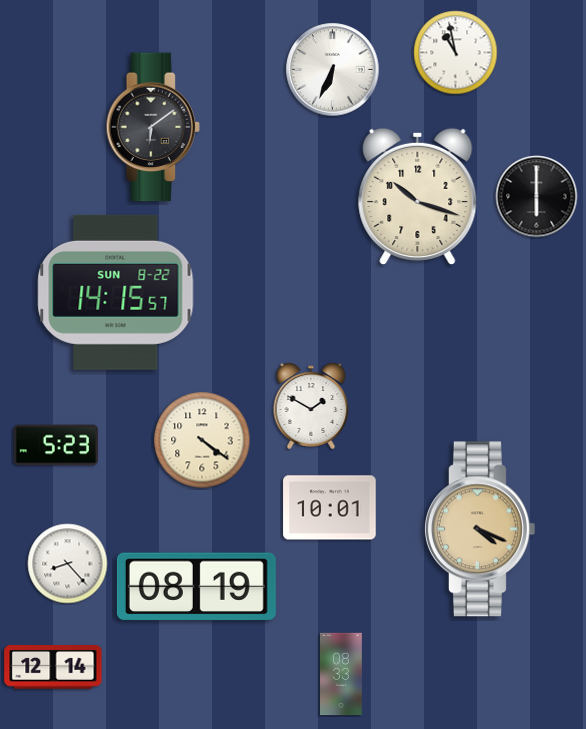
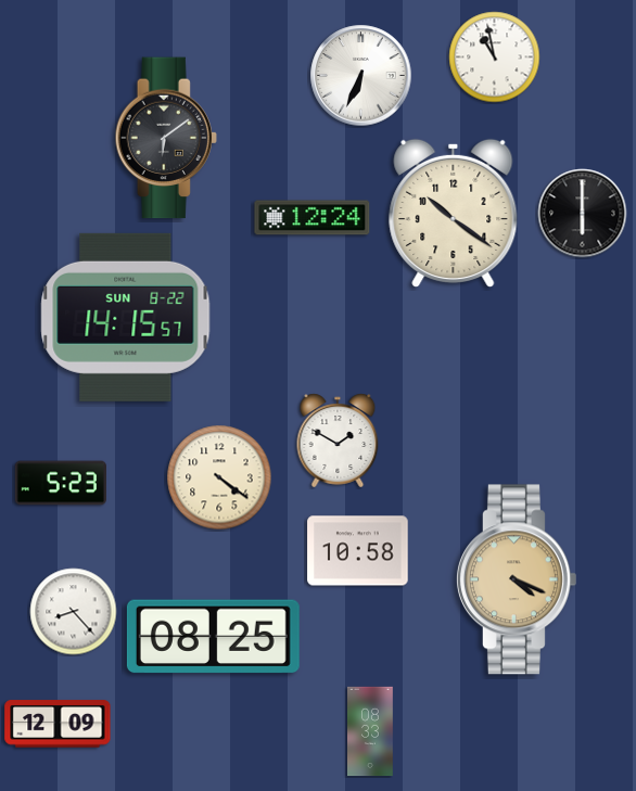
clock at (418, 197): 10:18 -> 10:21
clock at (313, 218): none -> 12:24
clock at (330, 508): 10:01 -> 10:58
clock at (479, 529) position: (479, 529) -> (516, 579)
clock at (196, 587): 08:19 -> 08:25
clock at (53, 667): 12:14 -> 12:09
